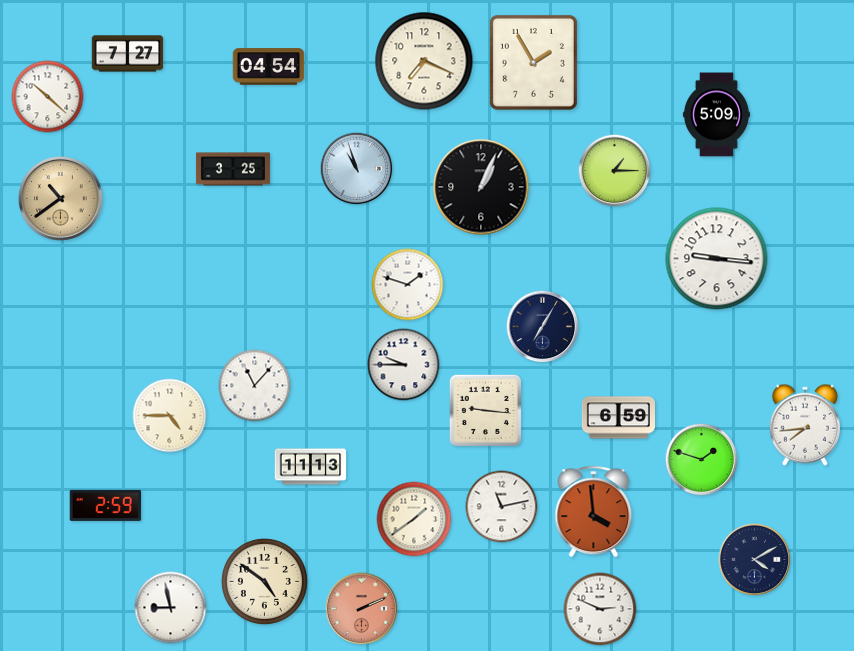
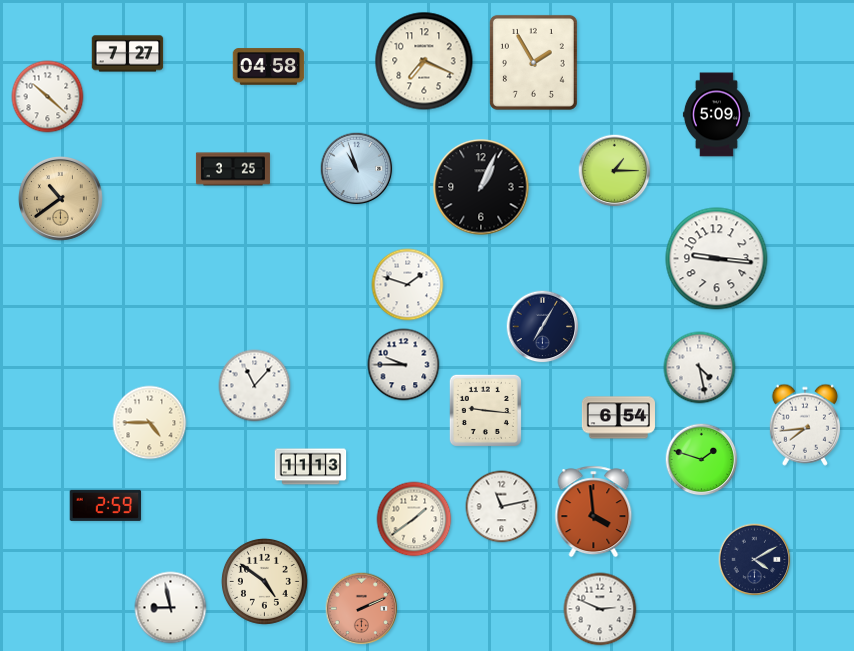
clock at (269, 67): 04:54 -> 04:58
clock at (700, 368): none -> 4:28
clock at (170, 416) position: (170, 416) -> (150, 423)
clock at (618, 418): 6:59 -> 6:54
